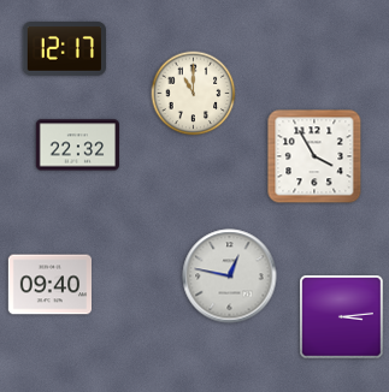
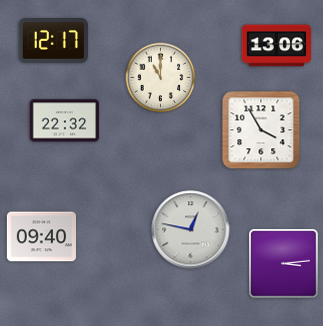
clock at (276, 46): none -> 13:06
